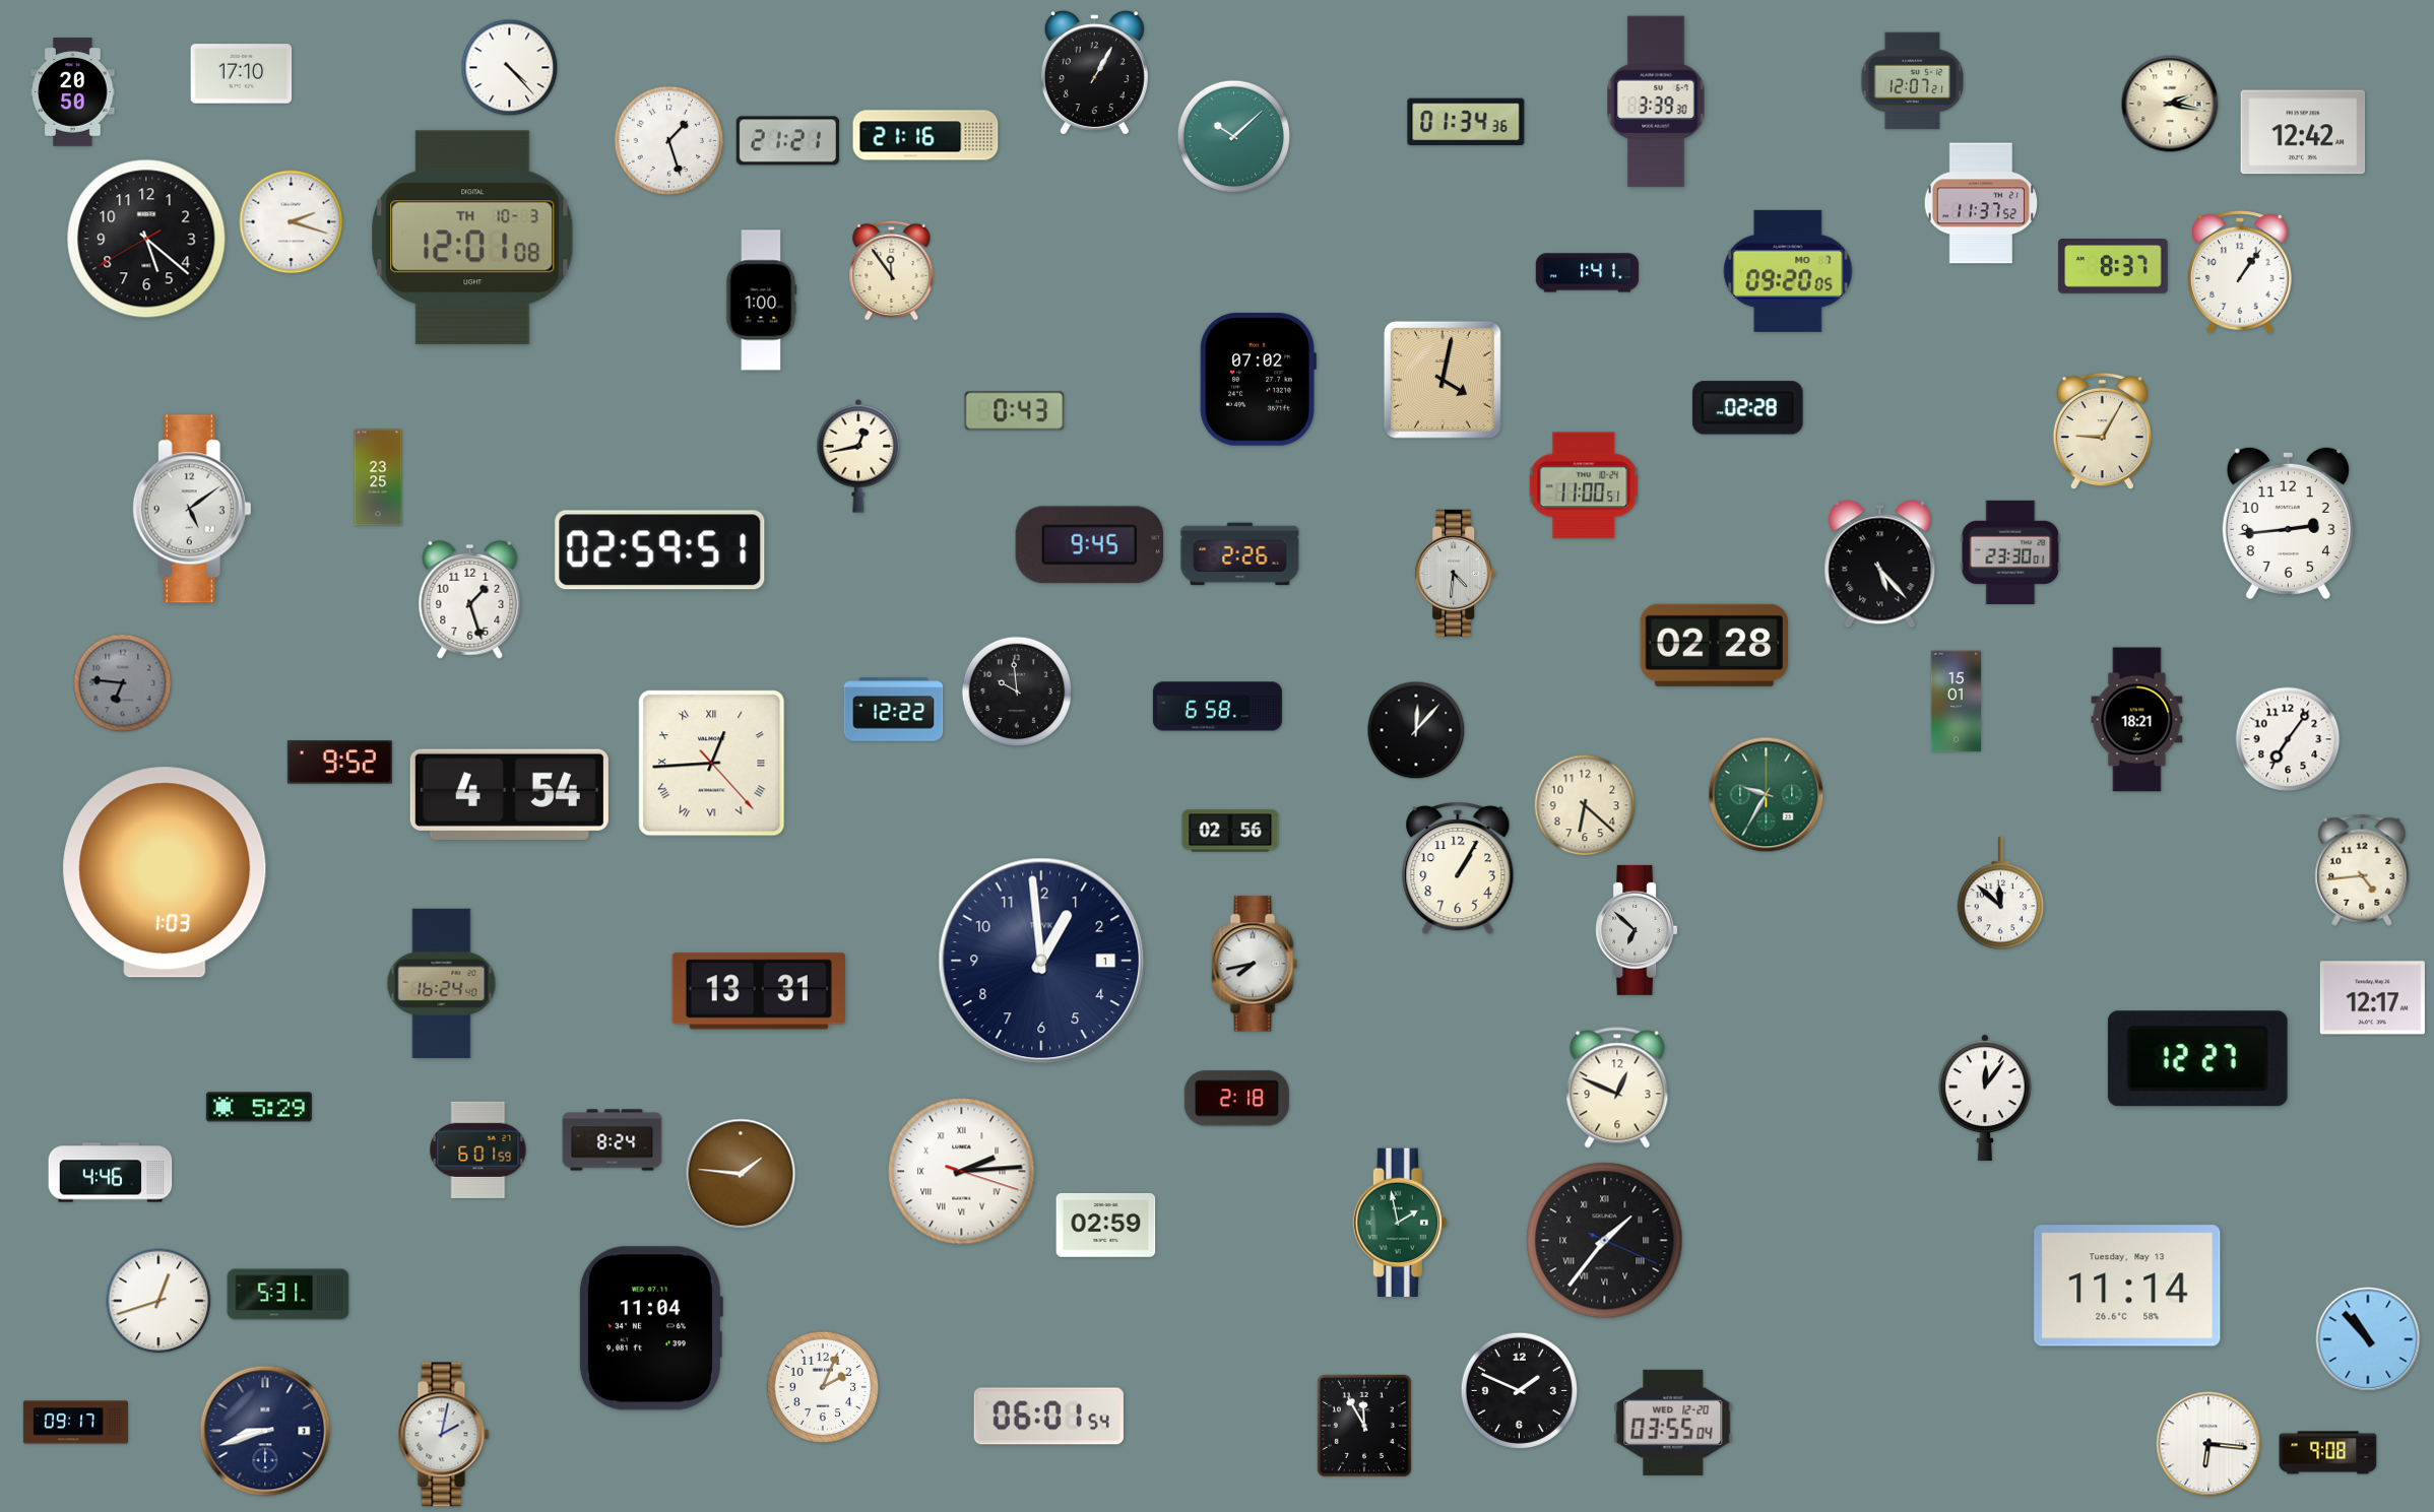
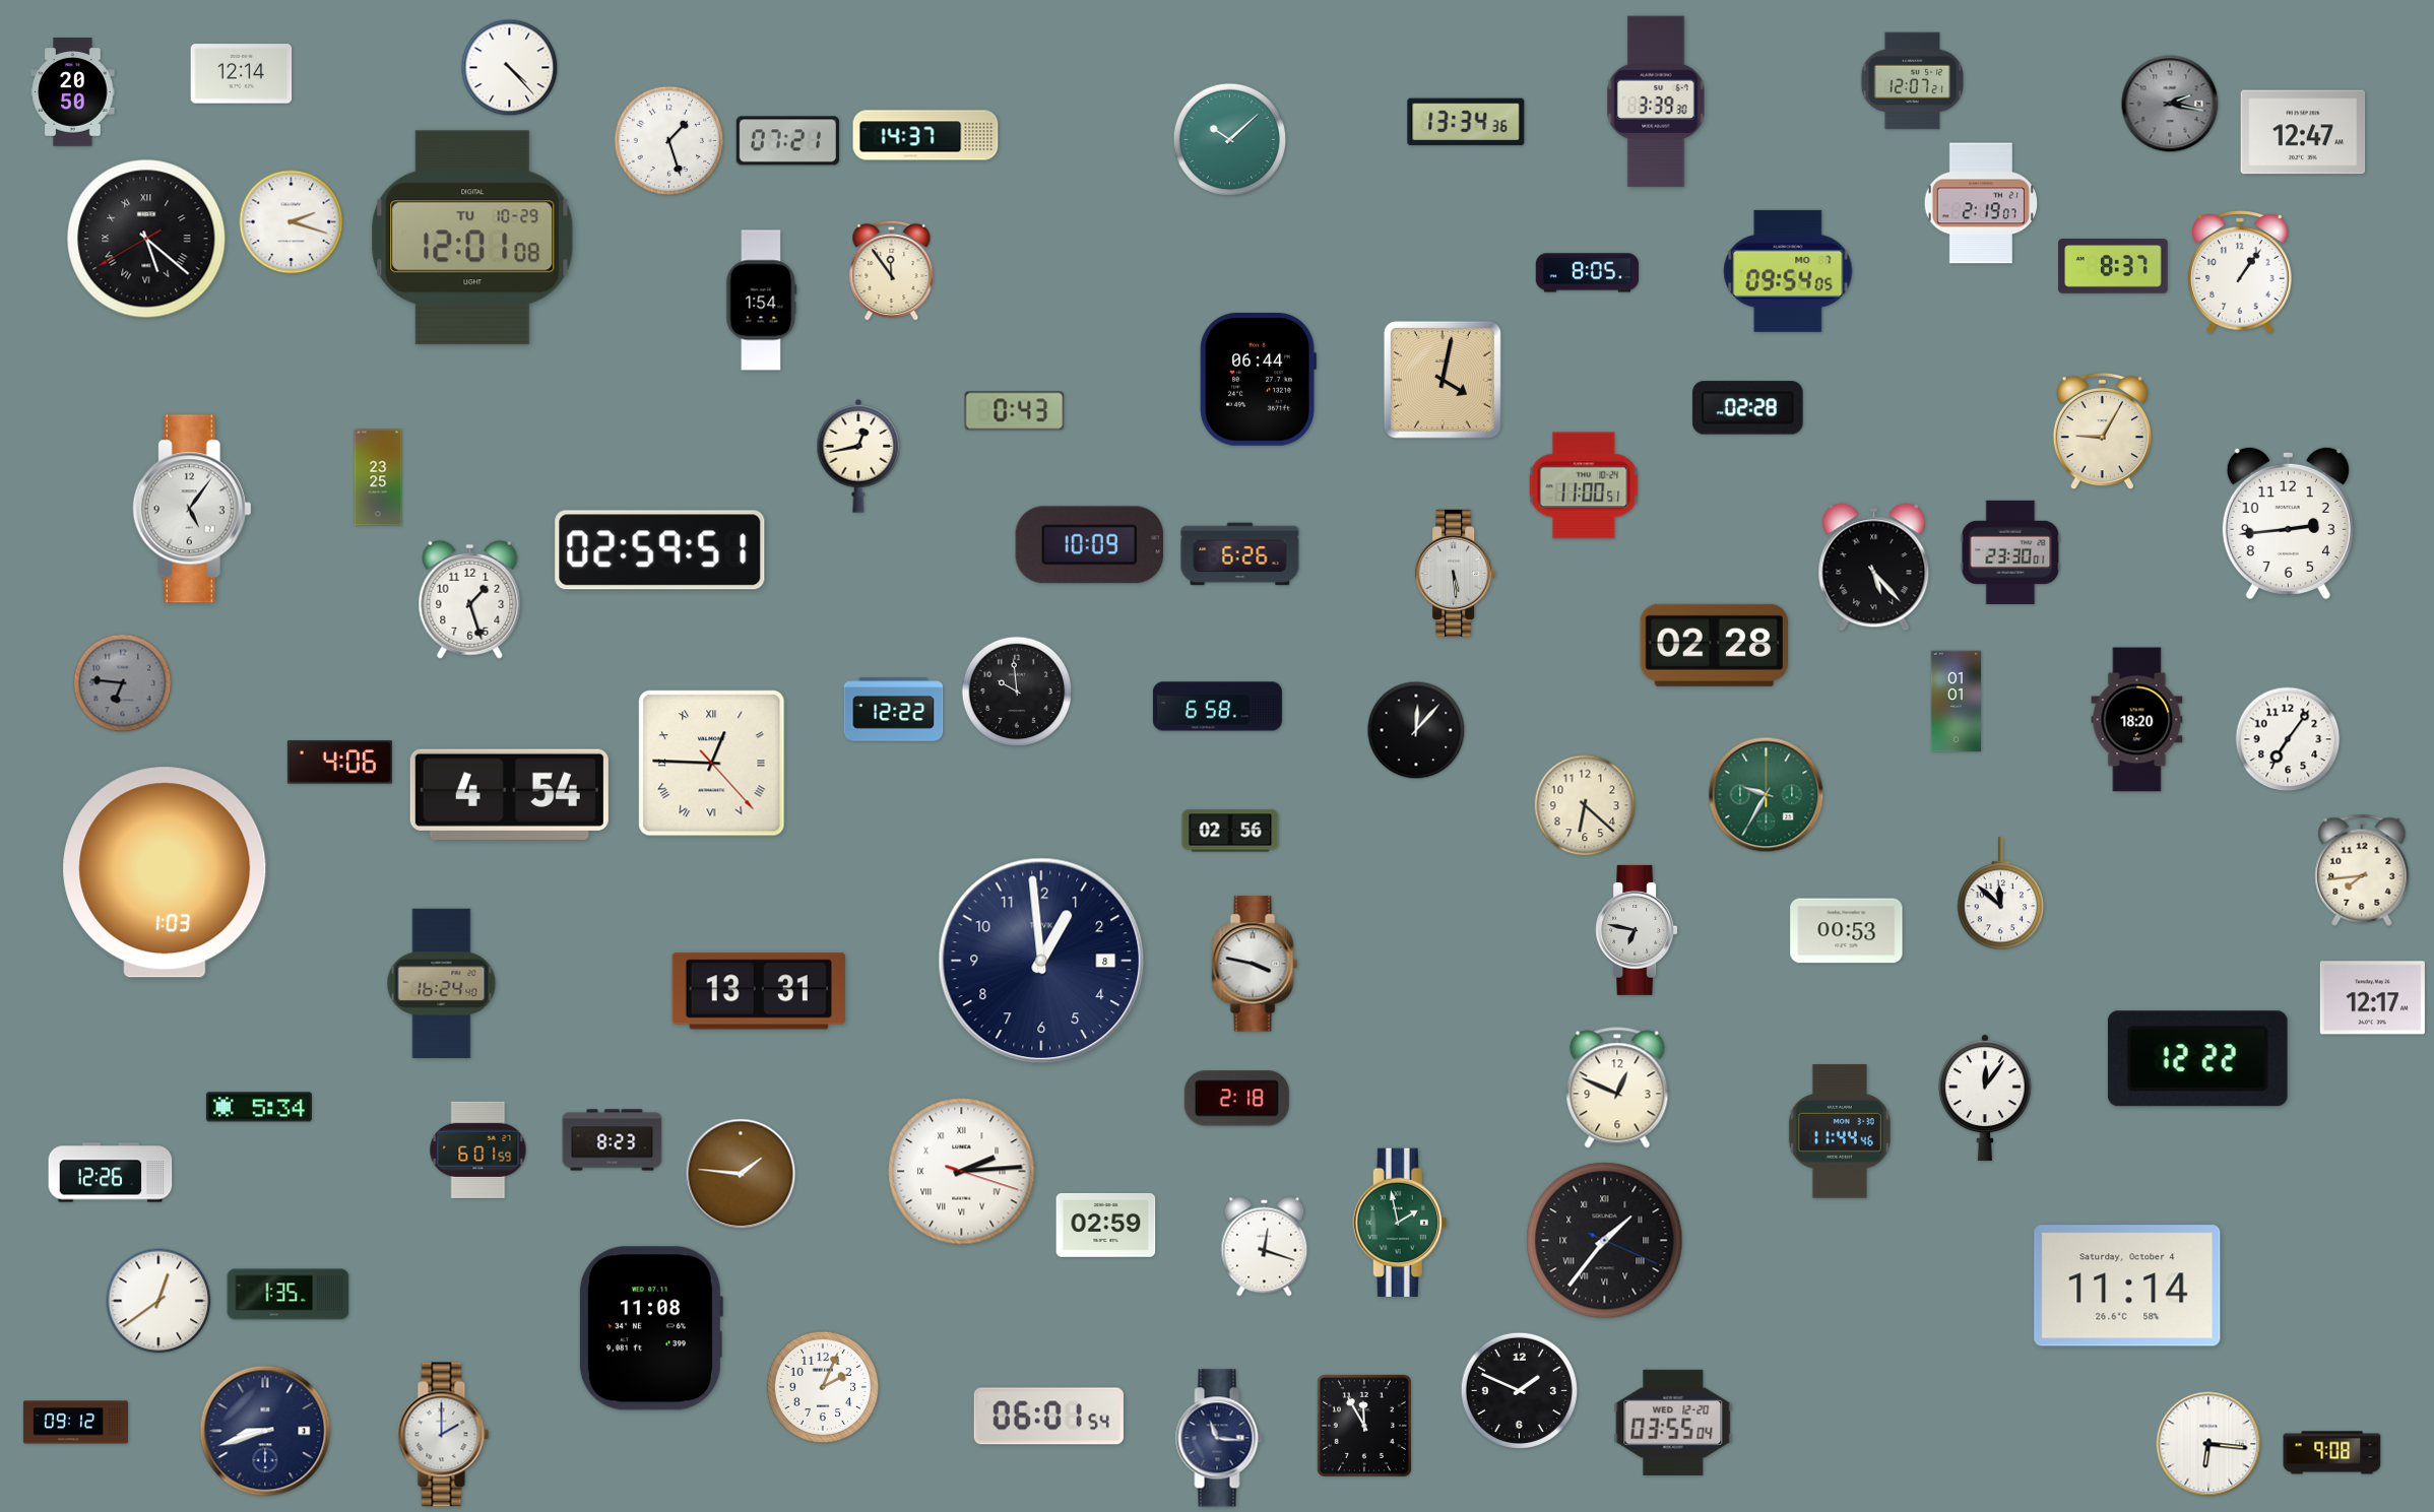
clock at (242, 74): 17:10 -> 12:14
clock at (1094, 74): 1:05 -> none
clock at (2170, 104) dial: cream -> grey
clock at (1466, 122): 01:34 -> 13:34
clock at (2303, 132): 12:42 -> 12:47
clock at (925, 135): 21:16 -> 14:37
clock at (1234, 137) position: (1234, 137) -> (1230, 140)
clock at (787, 141): 21:21 -> 07:21
clock at (1980, 203): 11:37 -> 2:19
clock at (472, 238) date: TH 10-3 -> TU 10-29
clock at (146, 239) numerals: Arabic -> Roman
clock at (1788, 271): 09:20 -> 09:54
clock at (1588, 273): 1:41 -> 8:05
clock at (762, 301): 1:00 -> 1:54
clock at (1258, 380): 07:02 -> 06:44
clock at (192, 509): 5:09 -> 5:06
clock at (1089, 545): 9:45 -> 10:09
clock at (1240, 554): 2:26 -> 6:26
clock at (1880, 565) position: (1880, 565) -> (1874, 568)
clock at (1456, 573): 4:31 -> 5:29
clock at (1957, 702): 15:01 -> 01:01
clock at (2137, 720): 18:21 -> 18:20
clock at (339, 763): 9:52 -> 4:06
clock at (712, 764): 12:44 -> 12:45
clock at (1458, 869): 1:05 -> none
clock at (2362, 870): 4:44 -> 7:44
clock at (1637, 930): 6:52 -> 6:47
clock at (1847, 931): none -> 00:53
clock at (1041, 961) date: 1 -> 8
clock at (1255, 964): 7:43 -> 3:47
clock at (2197, 1059): 12:27 -> 12:22
clock at (259, 1107): 5:29 -> 5:34
clock at (1840, 1131): none -> 11:44
clock at (613, 1140): 8:24 -> 8:23
clock at (111, 1173): 4:46 -> 12:26
clock at (1265, 1247): none -> 12:18
clock at (2127, 1286) date: Tuesday, May 13 -> Saturday, October 4
clock at (289, 1295): 5:31 -> 1:35
clock at (158, 1301): 12:42 -> 12:39
clock at (650, 1328): 11:04 -> 11:08
clock at (2368, 1339): 10:53 -> none
clock at (75, 1423): 09:17 -> 09:12
clock at (444, 1435): 2:02 -> 2:00
clock at (1219, 1438): none -> 11:16
clock at (2328, 1453) position: (2328, 1453) -> (2332, 1453)
